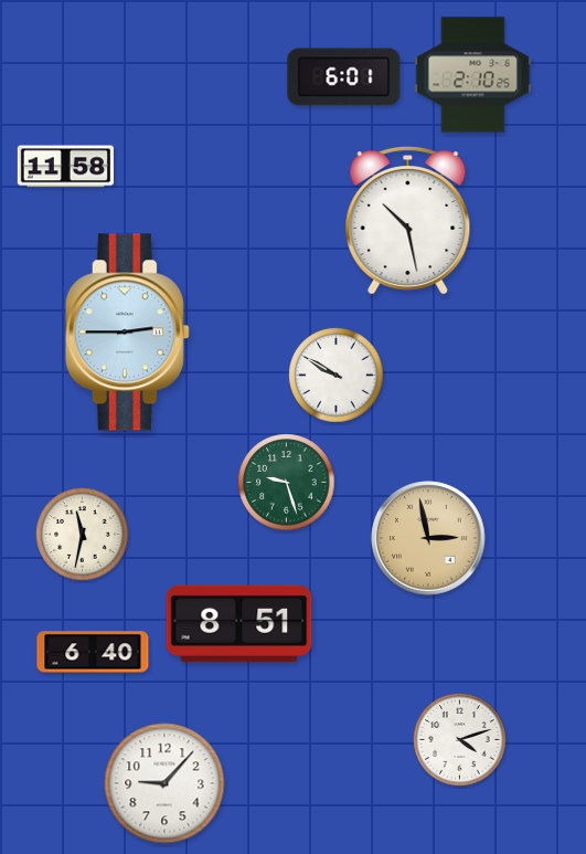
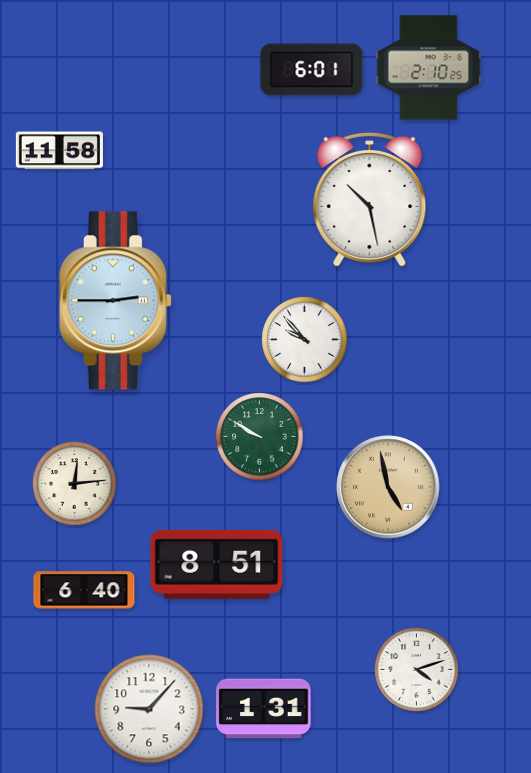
clock at (337, 376): 9:50 -> 9:53
clock at (287, 483): 9:27 -> 9:50
clock at (83, 535): 11:32 -> 12:14
clock at (428, 538): 2:58 -> 4:58
clock at (264, 709): none -> 1:31
